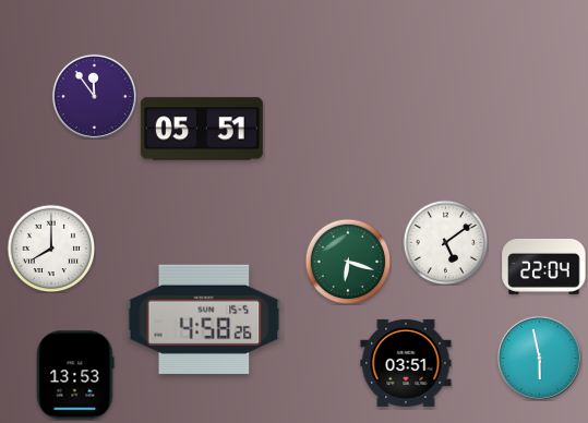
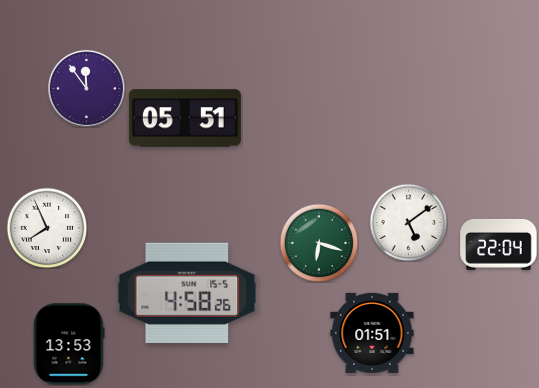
clock at (51, 249): 8:00 -> 7:56
clock at (348, 262) position: (348, 262) -> (319, 243)
clock at (539, 358): 5:58 -> none
clock at (406, 363): 03:51 -> 01:51
